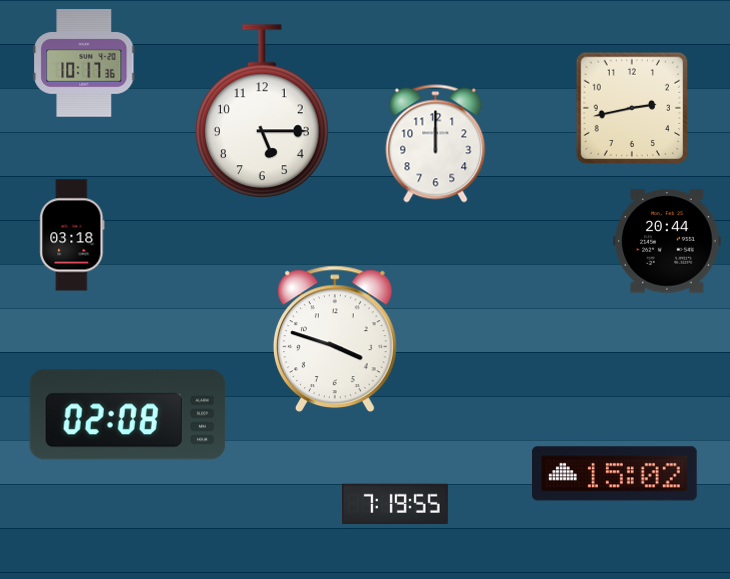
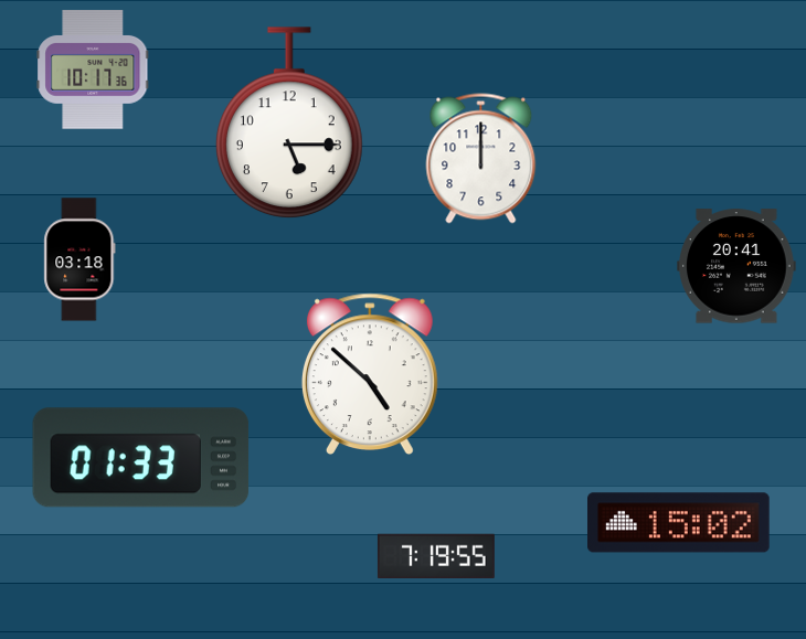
clock at (631, 107): 2:43 -> none
clock at (667, 241): 20:44 -> 20:41
clock at (335, 338): 3:48 -> 4:52
clock at (128, 415): 02:08 -> 01:33
